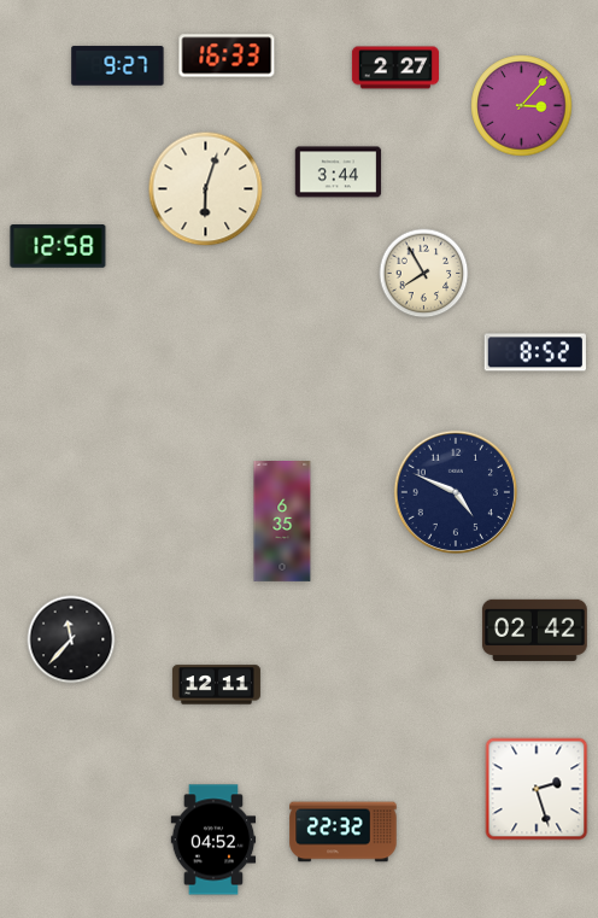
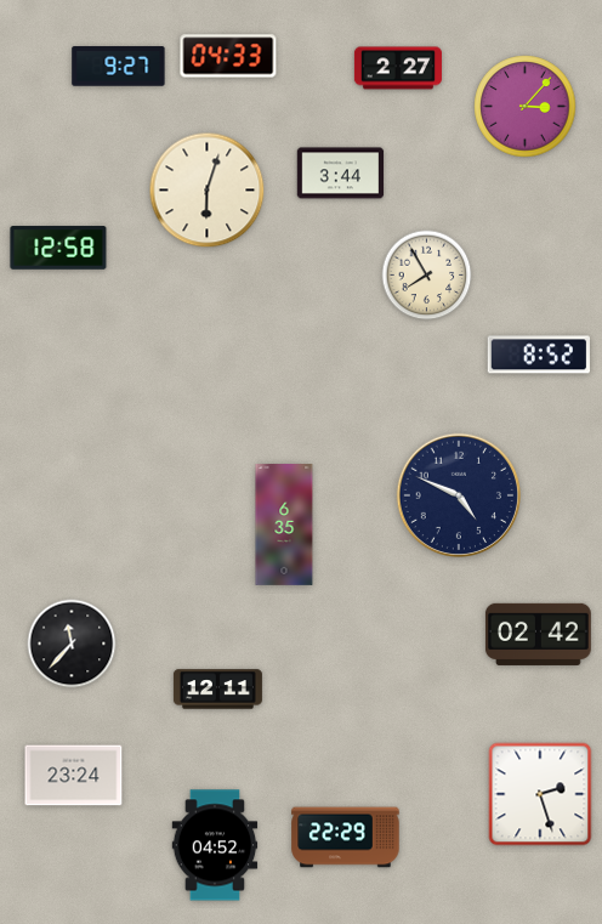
clock at (227, 55): 16:33 -> 04:33
clock at (74, 776): none -> 23:24
clock at (344, 832): 22:32 -> 22:29
